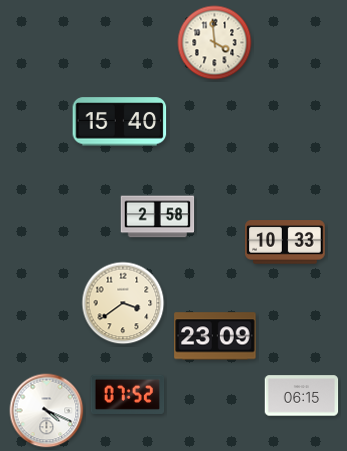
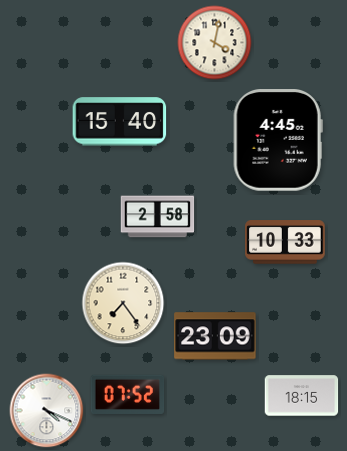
clock at (215, 43): 3:59 -> 4:02
clock at (278, 141): none -> 4:45
clock at (123, 303): 3:39 -> 7:24
clock at (302, 396): 06:15 -> 18:15
